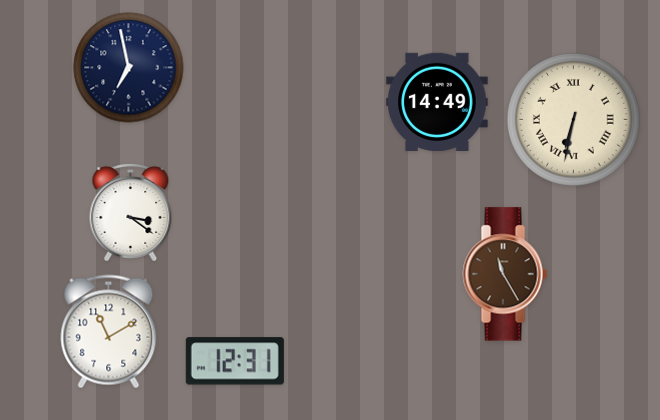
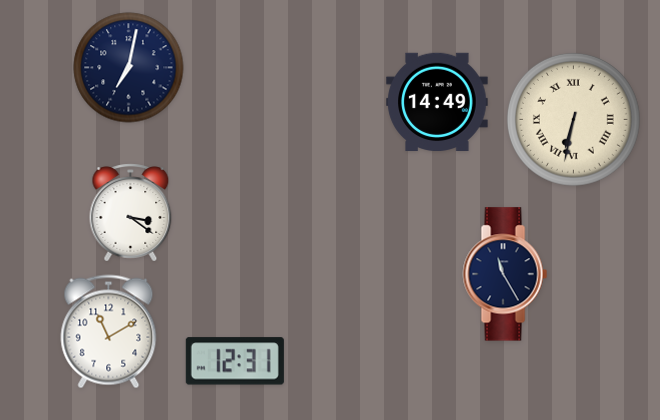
clock at (129, 68): 6:58 -> 7:02
clock at (505, 274) dial: brown -> navy
